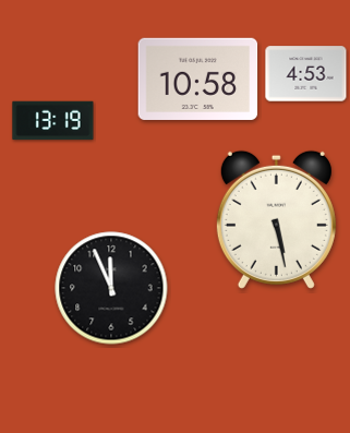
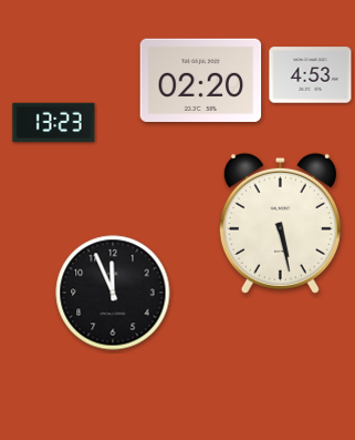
clock at (198, 79): 10:58 -> 02:20
clock at (53, 121): 13:19 -> 13:23
